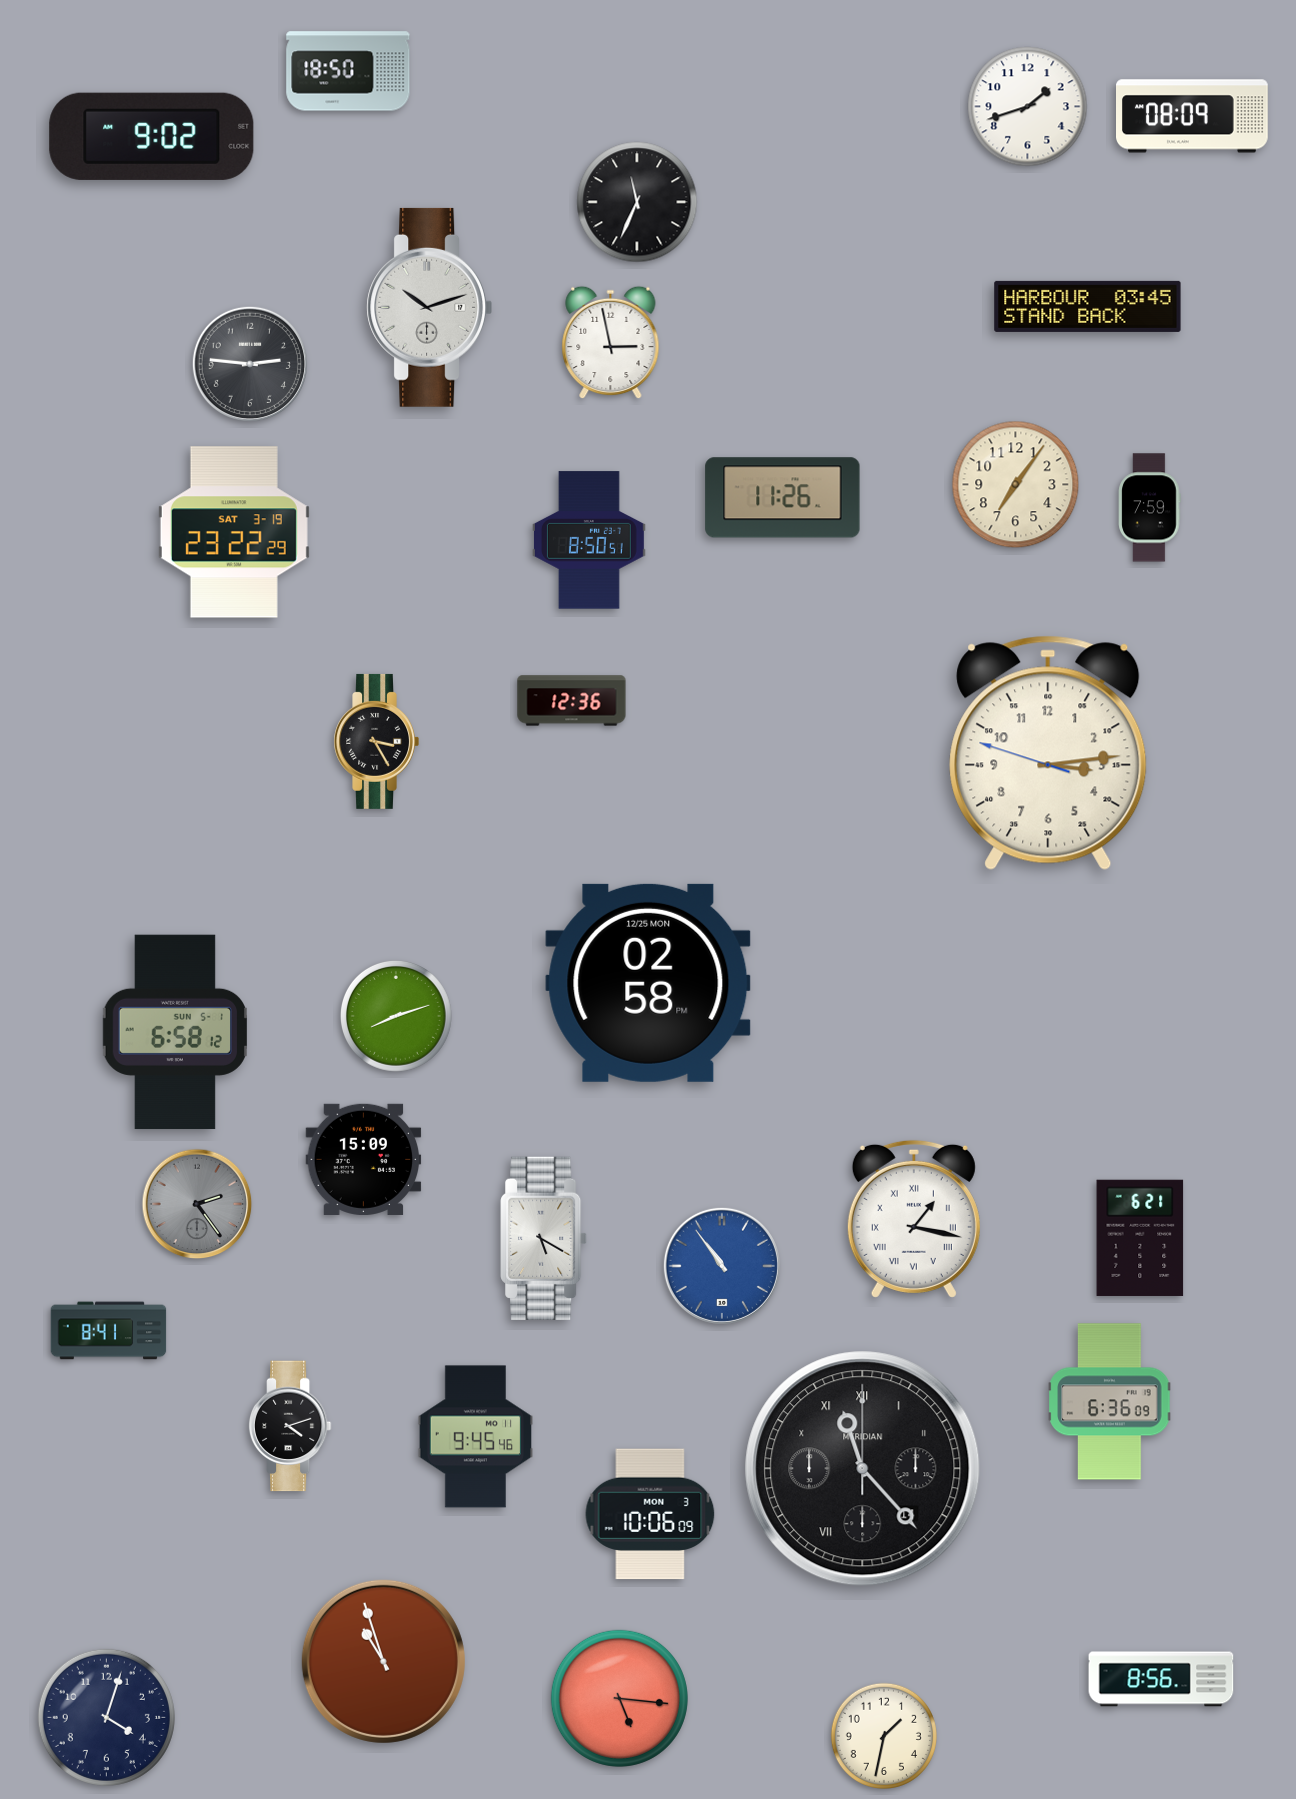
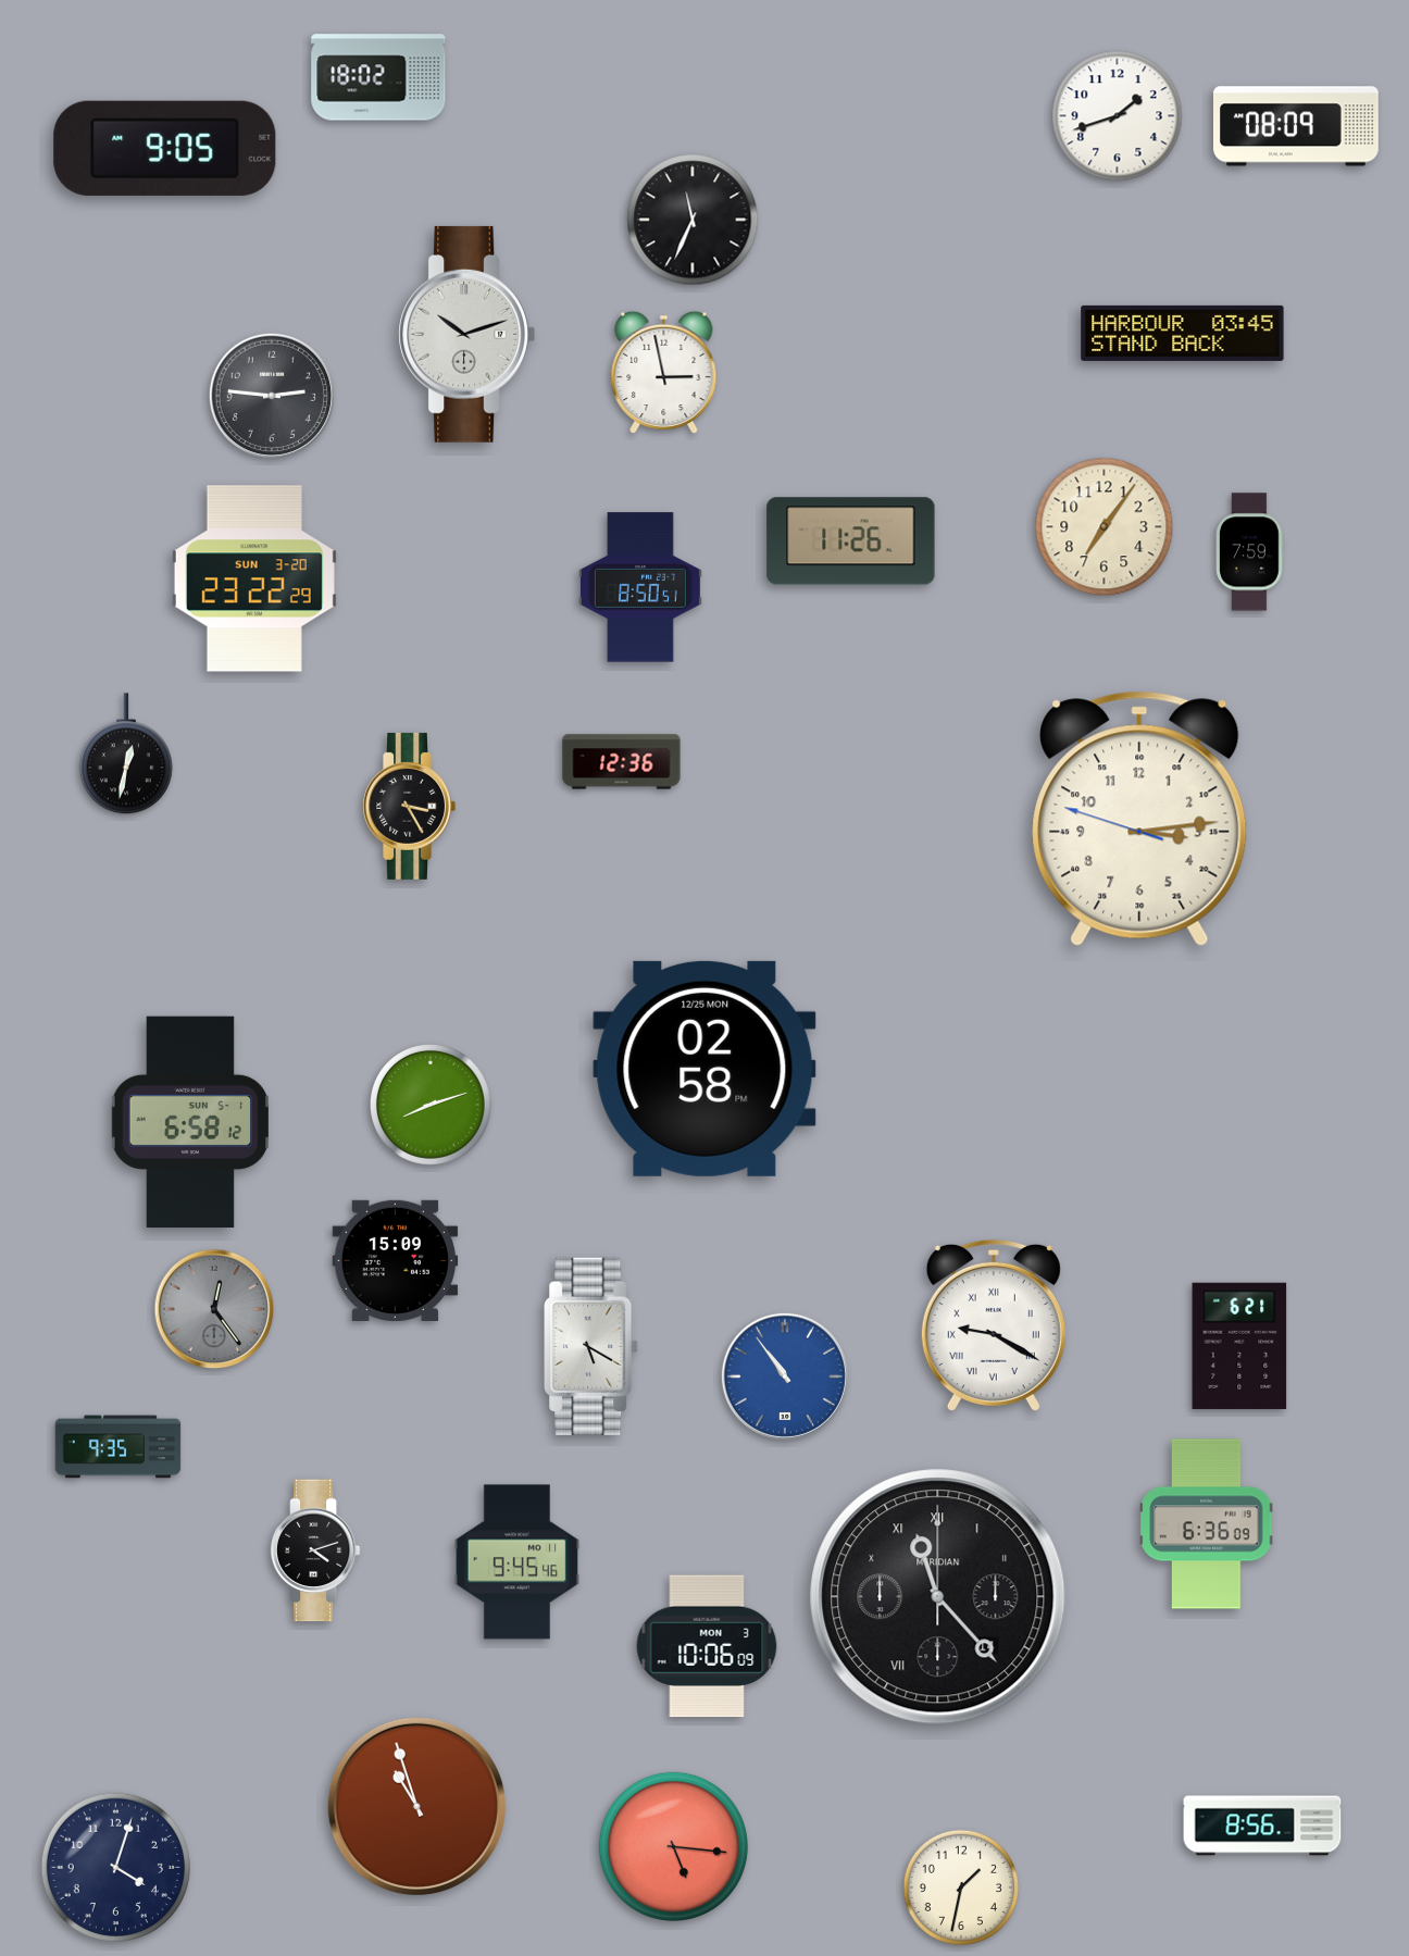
clock at (348, 71): 18:50 -> 18:02
clock at (152, 136): 9:02 -> 9:05
clock at (234, 532) date: SAT 3-19 -> SUN 3-20
clock at (126, 755): none -> 12:32
clock at (197, 1204): 2:24 -> 12:24
clock at (914, 1219): 1:17 -> 9:20
clock at (109, 1331): 8:41 -> 9:35
